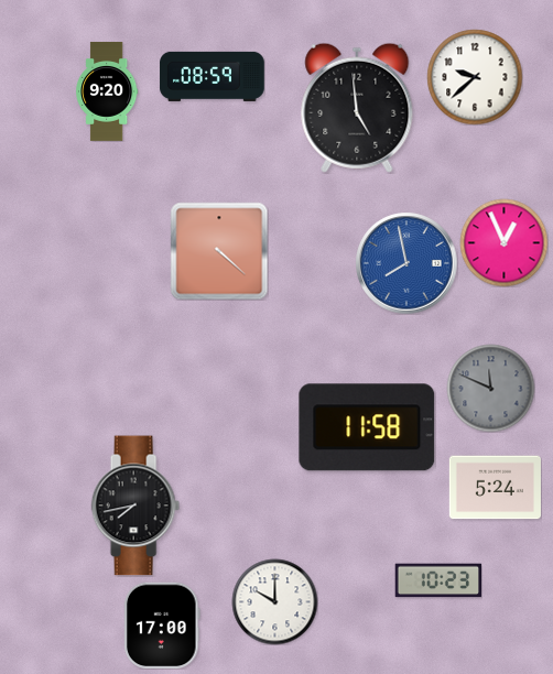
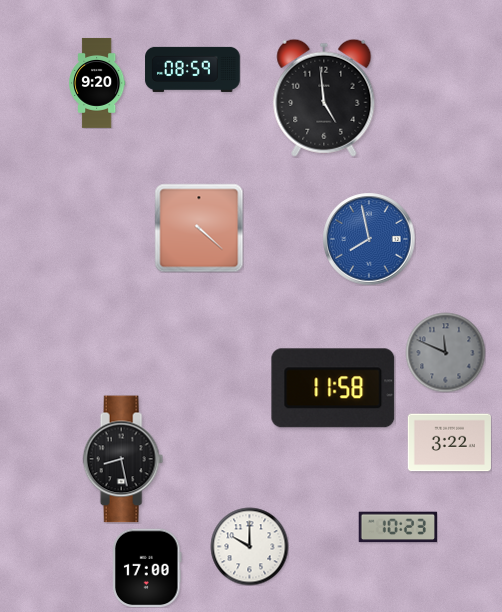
clock at (475, 77): 9:38 -> none
clock at (503, 242): 12:56 -> none
clock at (495, 488): 5:24 -> 3:22
clock at (135, 506): 7:43 -> 8:28
